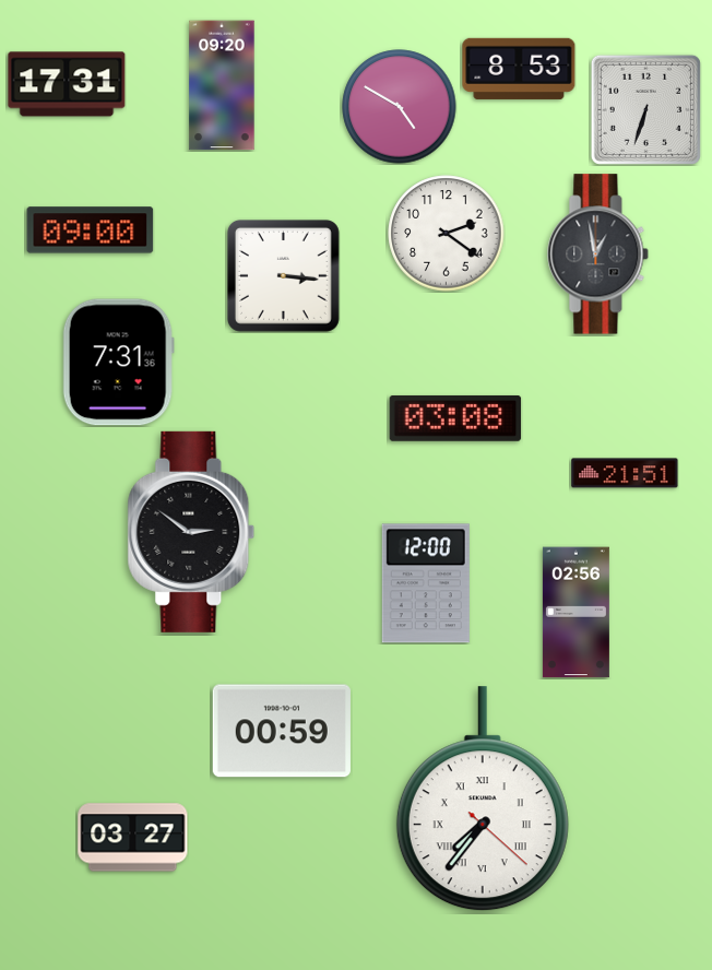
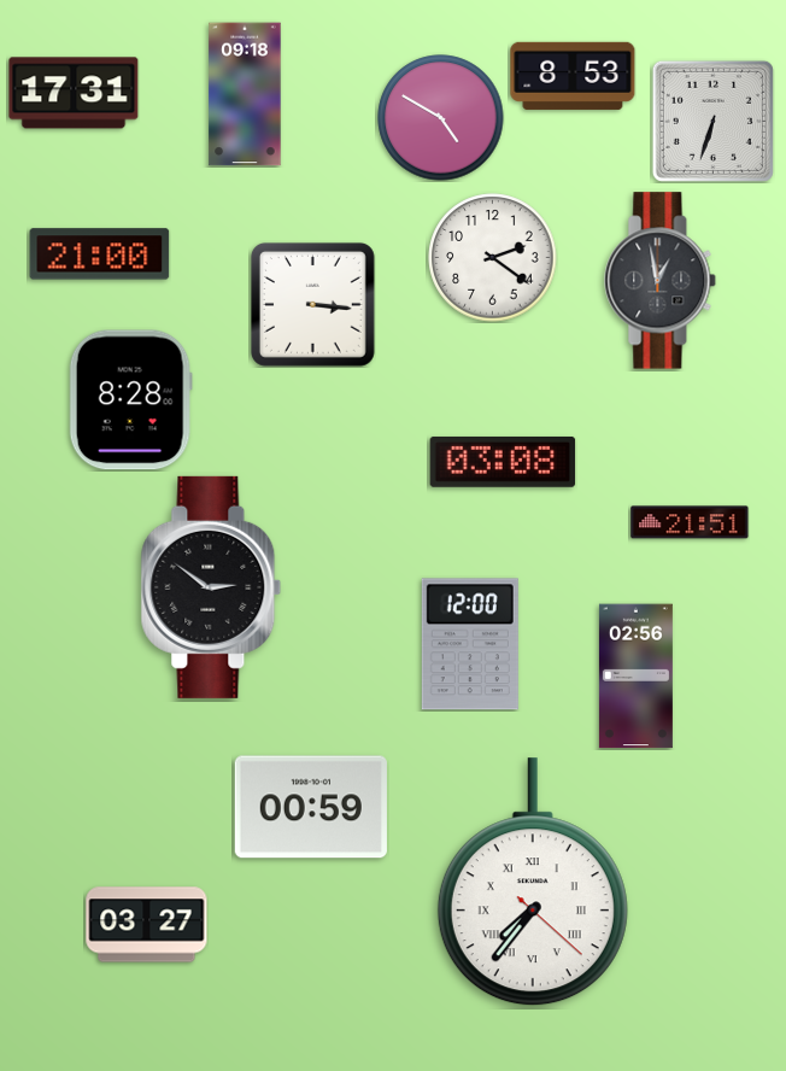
clock at (222, 85): 09:20 -> 09:18
clock at (91, 230): 09:00 -> 21:00
clock at (118, 363): 7:31 -> 8:28
